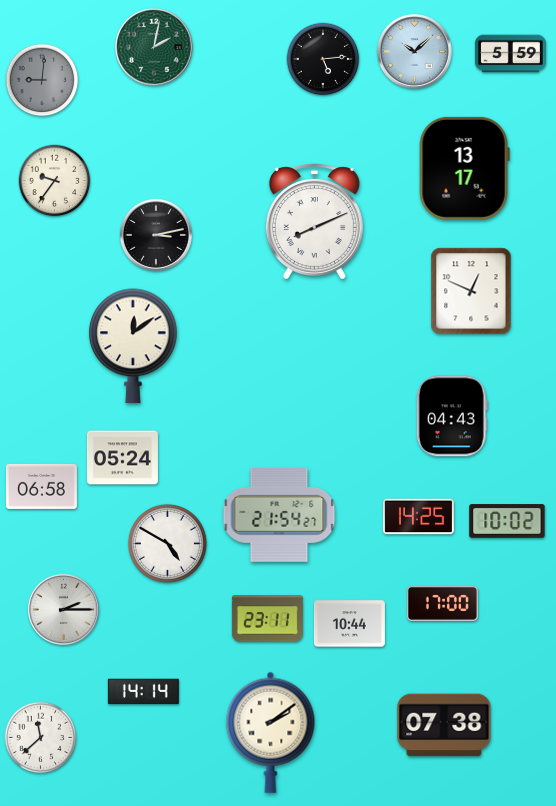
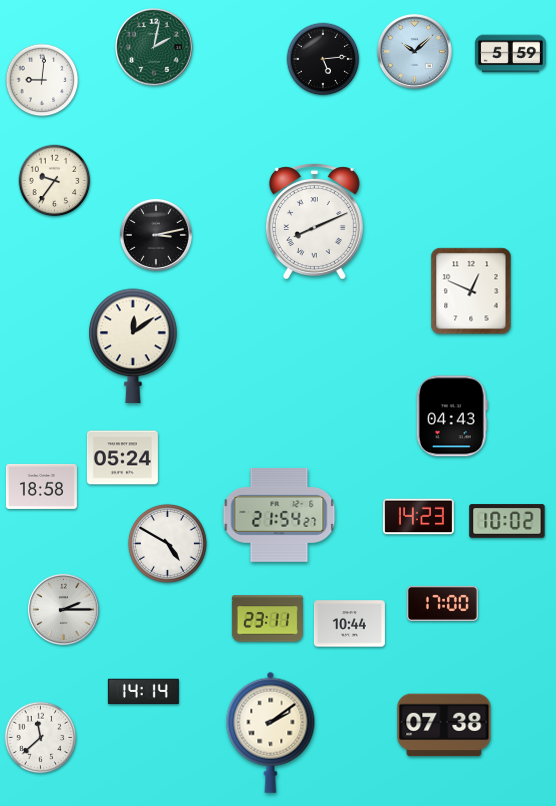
clock at (42, 80) dial: grey -> white
clock at (464, 168): 13:17 -> none
clock at (41, 486): 06:58 -> 18:58
clock at (418, 517): 14:25 -> 14:23
